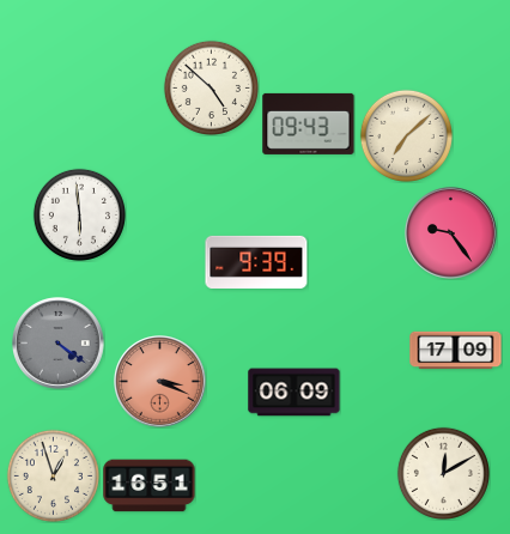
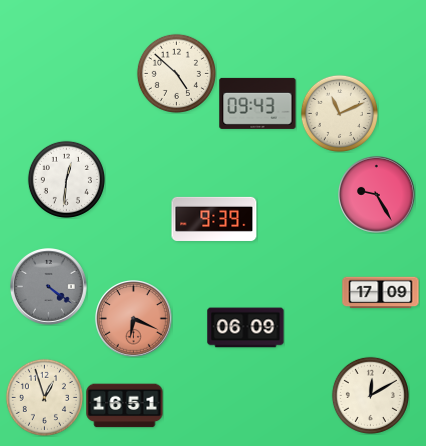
clock at (406, 135): 7:08 -> 11:11
clock at (79, 214): 5:59 -> 12:31
clock at (451, 233): 9:24 -> 9:25
clock at (160, 382): 3:19 -> 6:19
